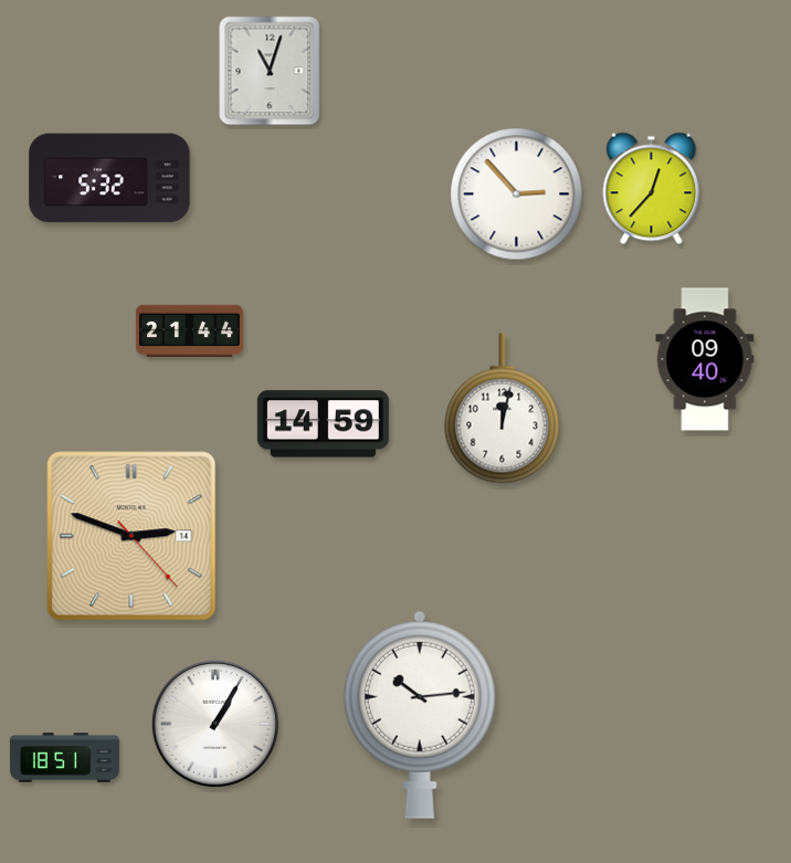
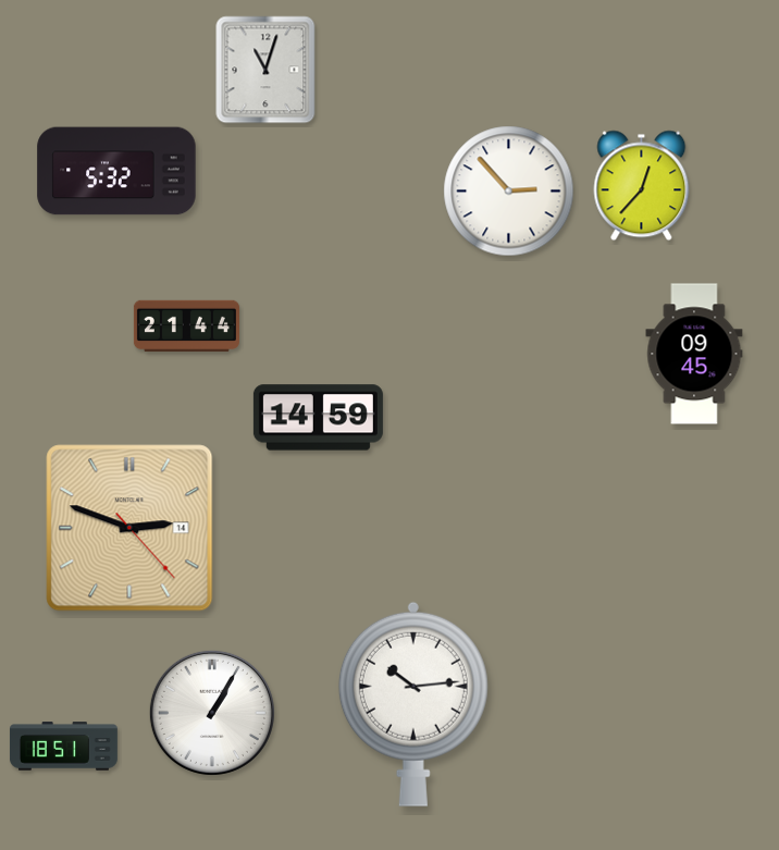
clock at (109, 178) position: (109, 178) -> (116, 171)
clock at (705, 359): 09:40 -> 09:45
clock at (503, 409): 12:02 -> none
